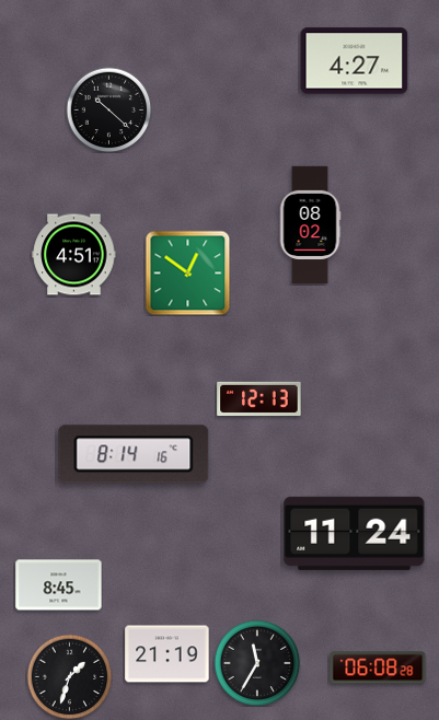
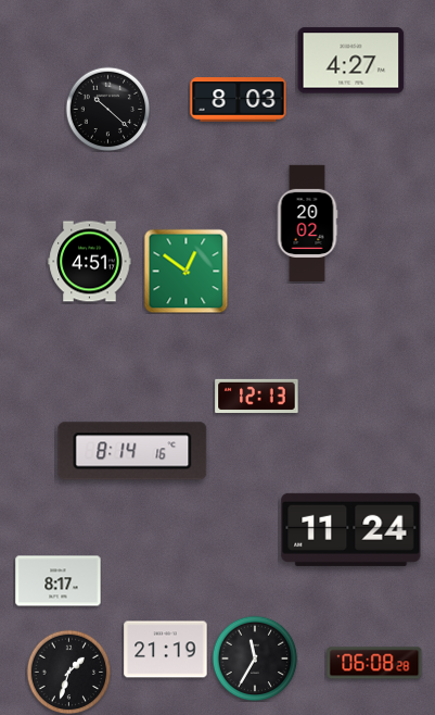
clock at (239, 100): none -> 8:03
clock at (310, 224): 08:02 -> 20:02
clock at (74, 255) position: (74, 255) -> (90, 262)
clock at (59, 585): 8:45 -> 8:17
